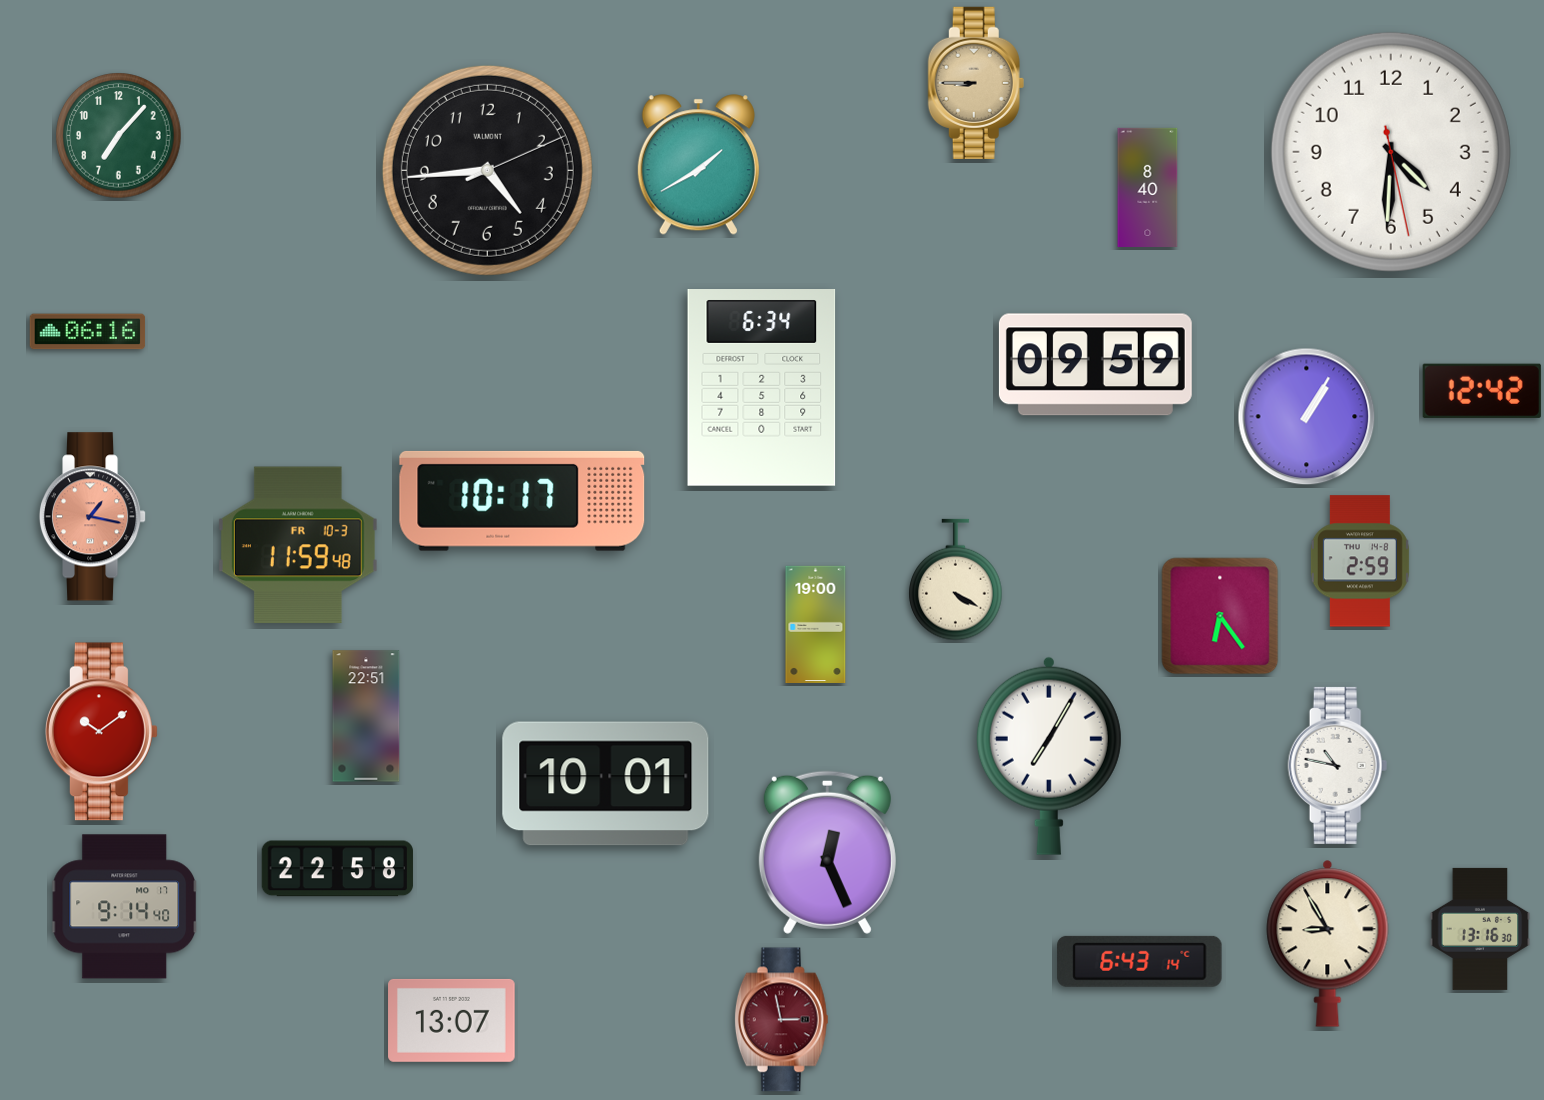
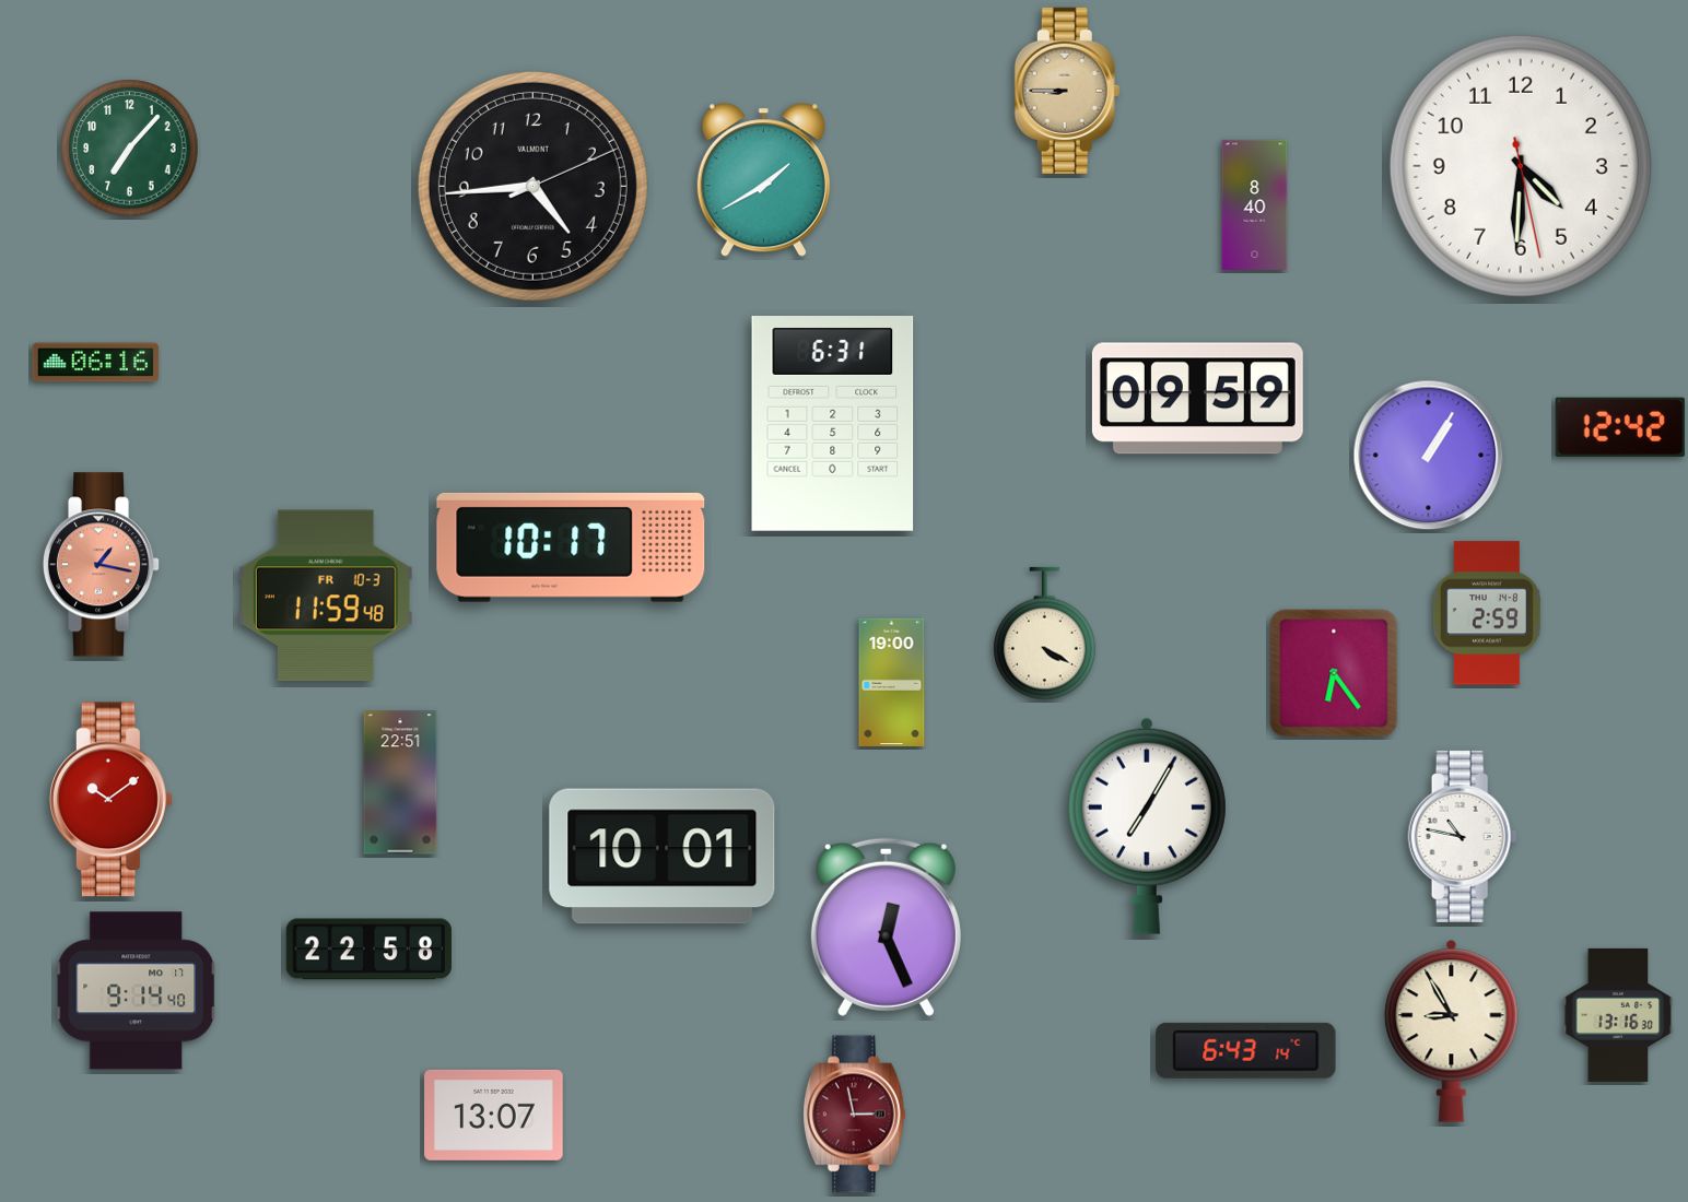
clock at (762, 388): 6:34 -> 6:31
clock at (827, 852) position: (827, 852) -> (886, 927)
